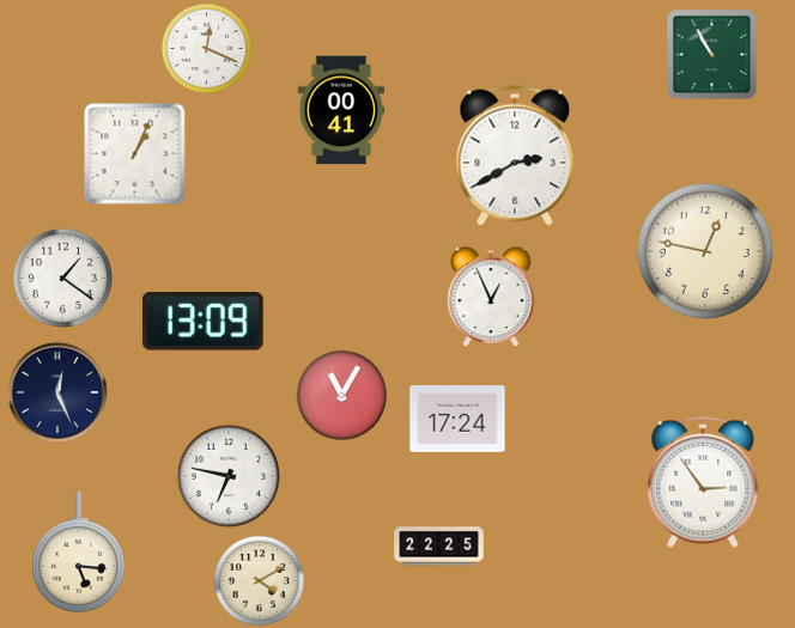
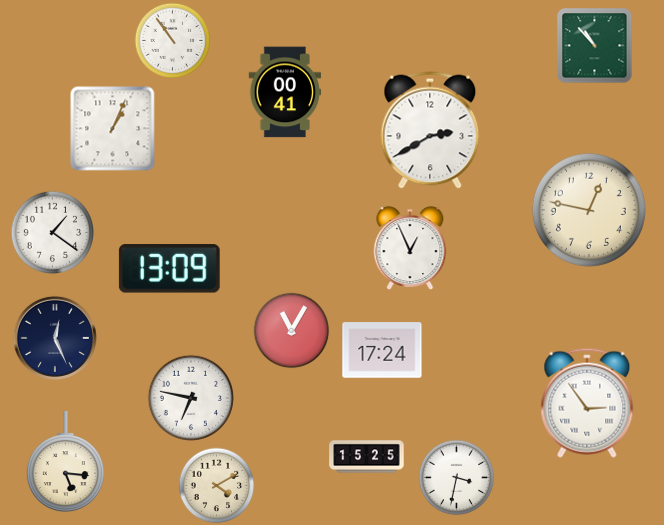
clock at (207, 49): 12:19 -> 10:54
clock at (712, 55): 10:55 -> 10:53
clock at (57, 392) position: (57, 392) -> (55, 338)
clock at (342, 396) position: (342, 396) -> (292, 331)
clock at (439, 547): 22:25 -> 15:25
clock at (457, 478): none -> 3:32
